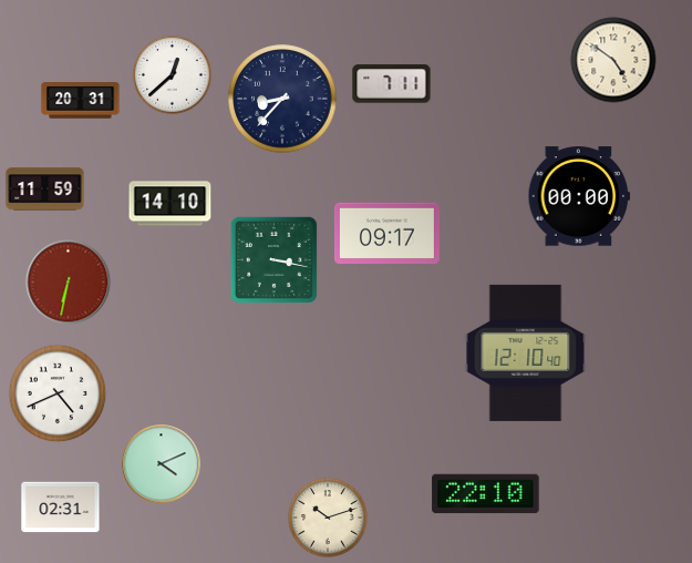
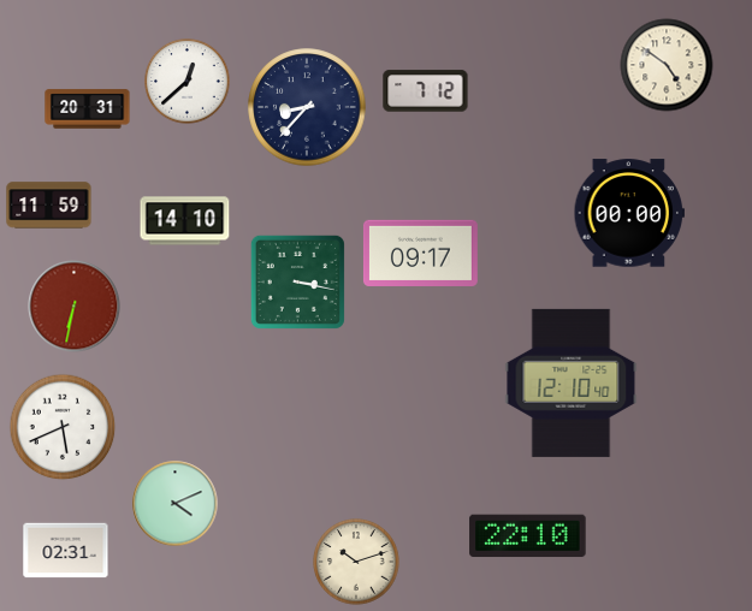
clock at (392, 84): 7:11 -> 7:12
clock at (58, 393): 4:41 -> 5:41
